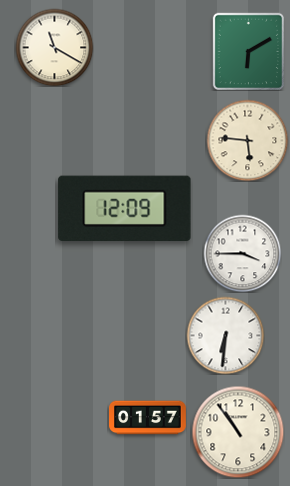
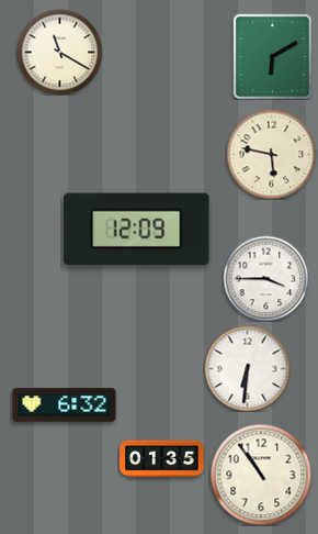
clock at (247, 140): 5:46 -> 5:47
clock at (65, 405): none -> 6:32
clock at (148, 418): 01:57 -> 01:35
